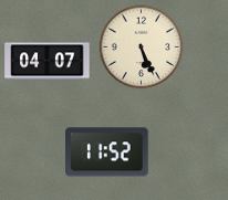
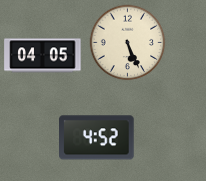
clock at (48, 62): 04:07 -> 04:05
clock at (107, 152): 11:52 -> 4:52
